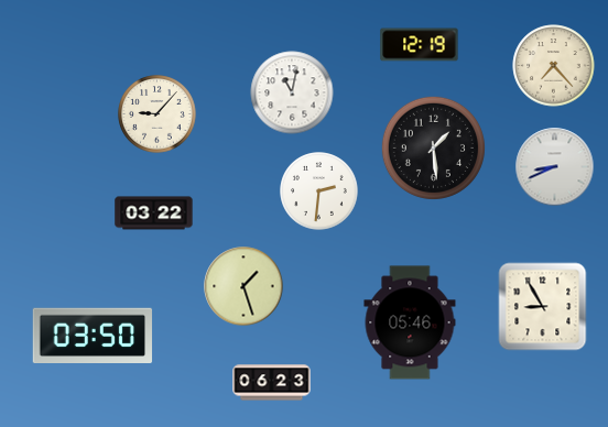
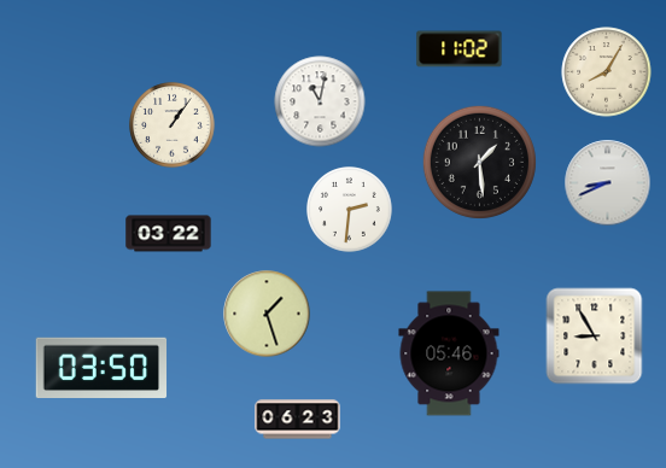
clock at (420, 45): 12:19 -> 11:02
clock at (554, 66): 7:23 -> 8:05
clock at (158, 114): 9:07 -> 1:06
clock at (433, 147) position: (433, 147) -> (479, 162)
